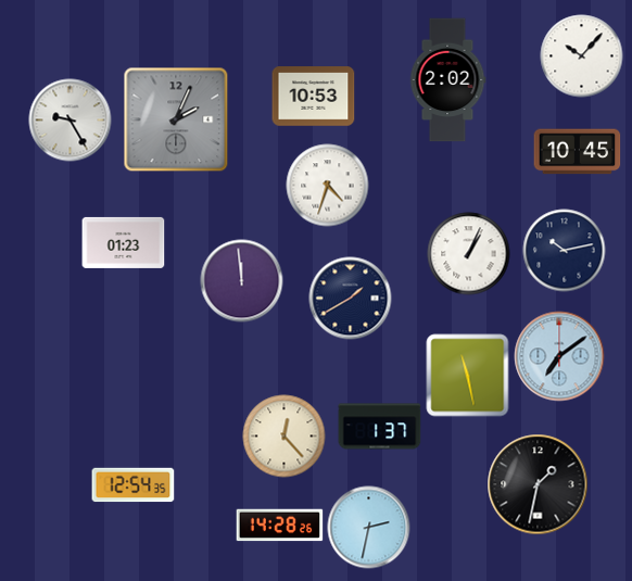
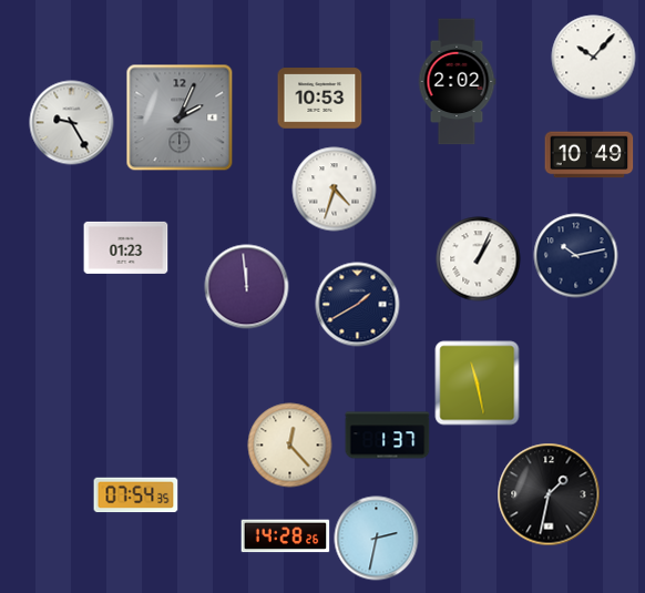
clock at (176, 119) position: (176, 119) -> (180, 117)
clock at (578, 152): 10:45 -> 10:49
clock at (559, 356): 7:09 -> none
clock at (134, 485): 12:54 -> 07:54
